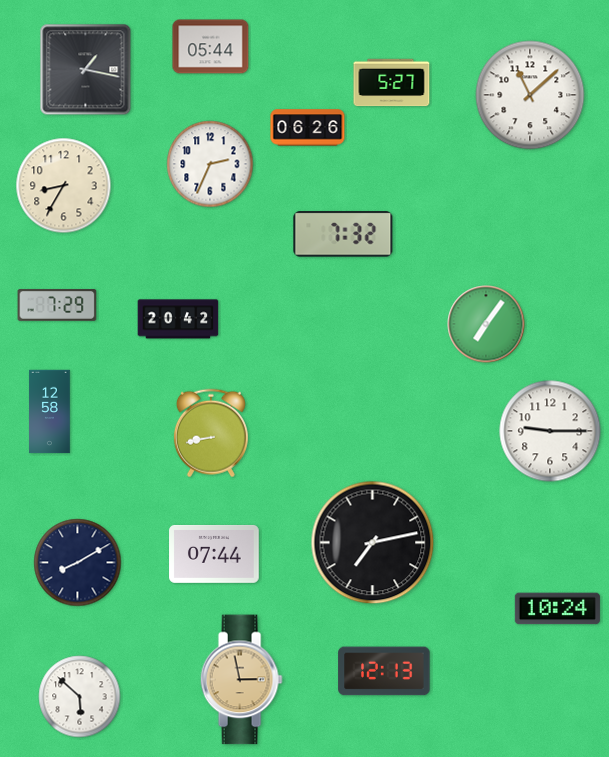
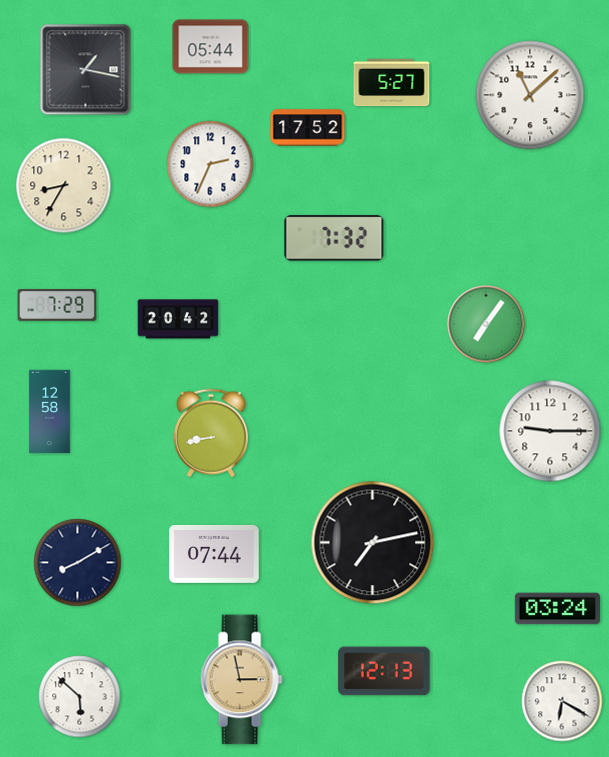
clock at (308, 128): 06:26 -> 17:52
clock at (343, 234) position: (343, 234) -> (334, 238)
clock at (557, 609): 10:24 -> 03:24
clock at (562, 701): none -> 6:20
